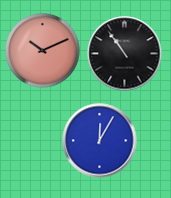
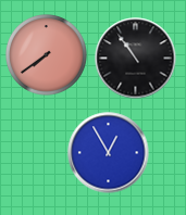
clock at (43, 51): 10:11 -> 7:39
clock at (100, 141): 12:05 -> 12:55
